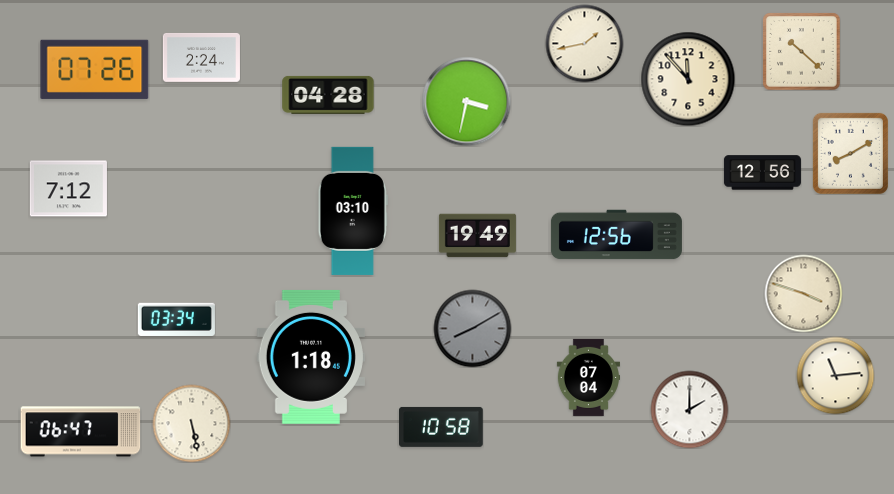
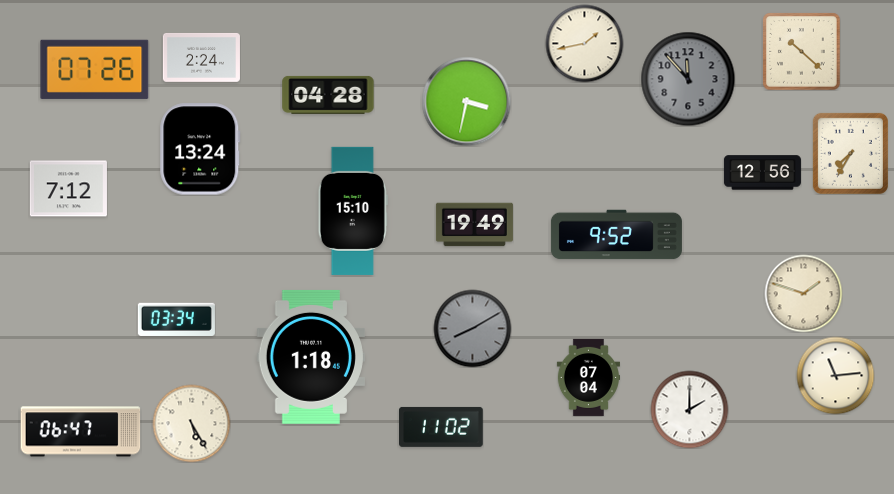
clock at (688, 79) dial: cream -> grey
clock at (200, 149): none -> 13:24
clock at (850, 153): 8:10 -> 7:35
clock at (353, 211): 03:10 -> 15:10
clock at (616, 235): 12:56 -> 9:52
clock at (477, 236) position: (477, 236) -> (474, 225)
clock at (803, 293): 3:48 -> 1:48
clock at (191, 423): 5:28 -> 5:25
clock at (442, 427): 10:58 -> 11:02
